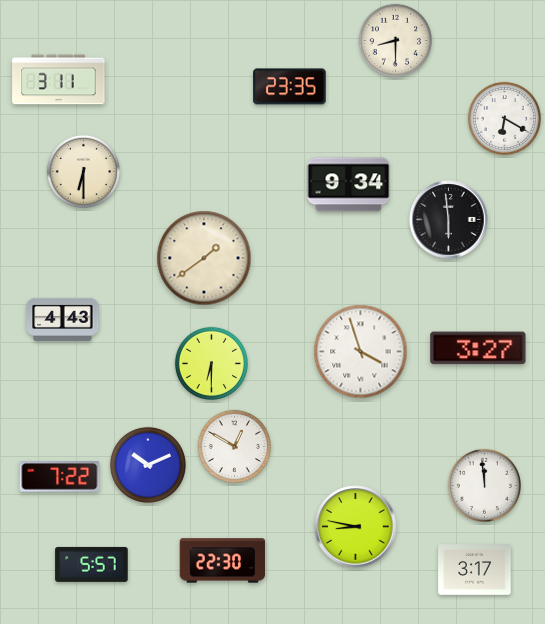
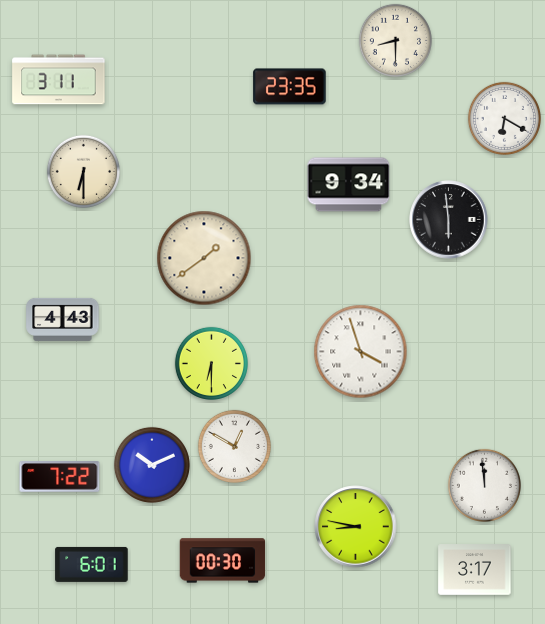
clock at (478, 348): 3:27 -> none
clock at (148, 465) position: (148, 465) -> (152, 465)
clock at (223, 561): 22:30 -> 00:30
clock at (92, 564): 5:57 -> 6:01
